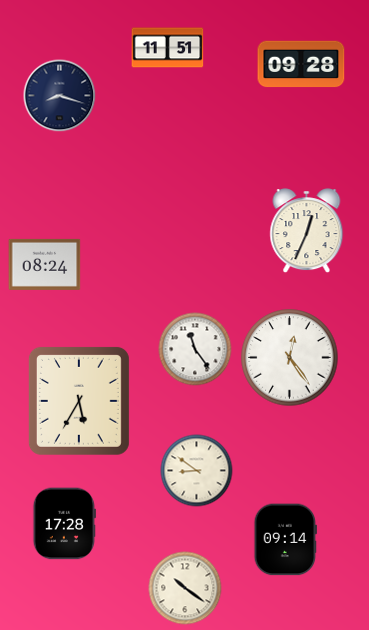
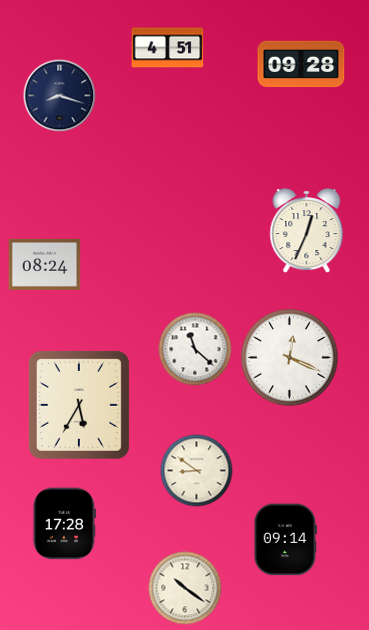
clock at (168, 48): 11:51 -> 4:51
clock at (195, 349): 11:24 -> 11:22
clock at (290, 358): 12:24 -> 12:19
clock at (79, 401) position: (79, 401) -> (79, 405)
